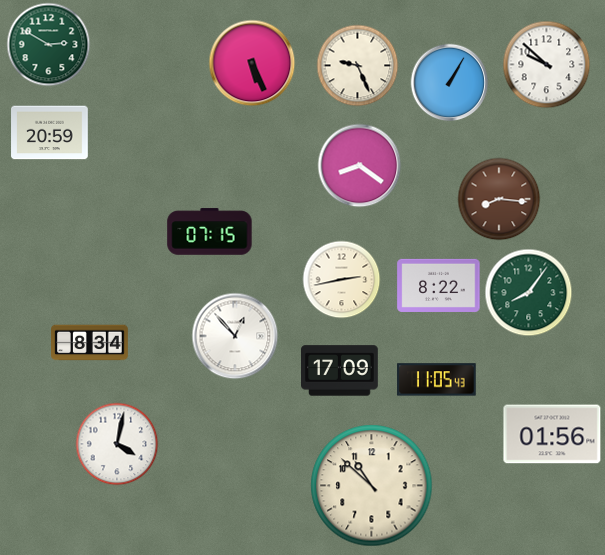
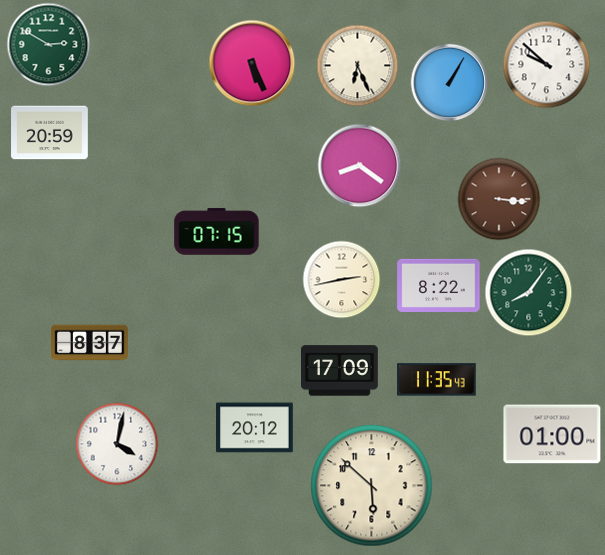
clock at (357, 65): 9:26 -> 6:26
clock at (499, 199): 8:16 -> 3:16
clock at (210, 232) position: (210, 232) -> (217, 232)
clock at (235, 336): 12:53 -> none
clock at (90, 343): 8:34 -> 8:37
clock at (437, 380): 11:05 -> 11:35
clock at (255, 428): none -> 20:12
clock at (552, 434): 01:56 -> 01:00
clock at (372, 486): 10:52 -> 5:52
